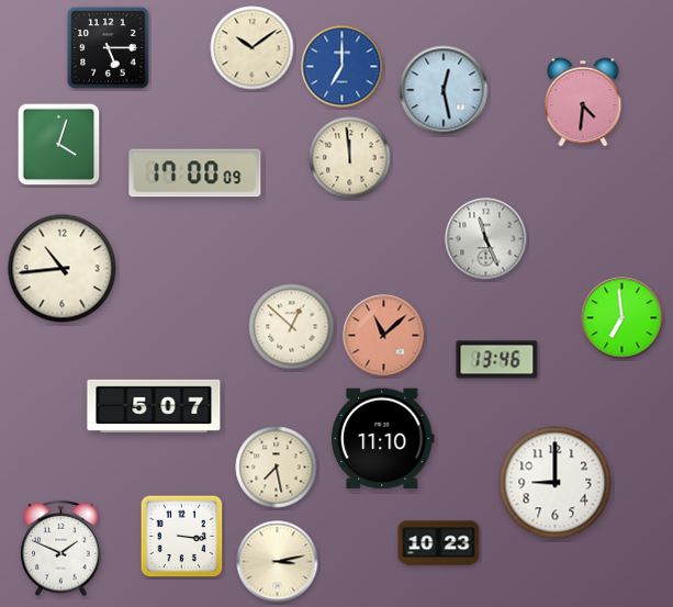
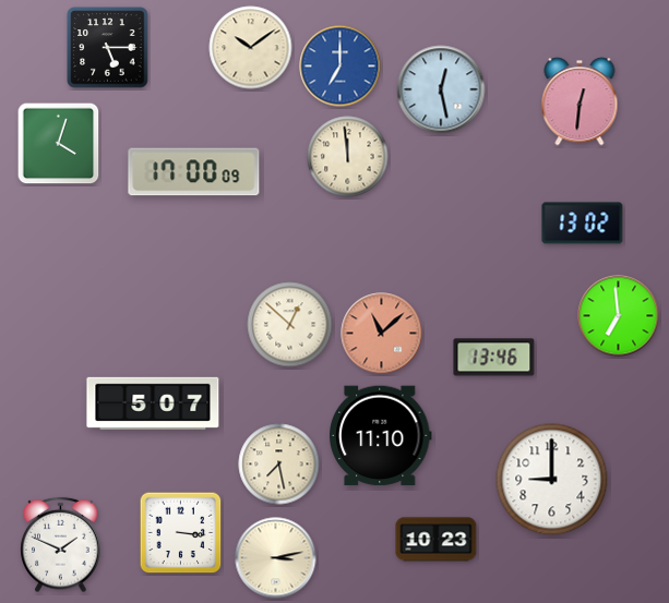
clock at (583, 102): 4:31 -> 12:31
clock at (583, 224): none -> 13:02
clock at (486, 239): 11:26 -> none
clock at (63, 269): 10:44 -> none
clock at (277, 468) position: (277, 468) -> (279, 465)
